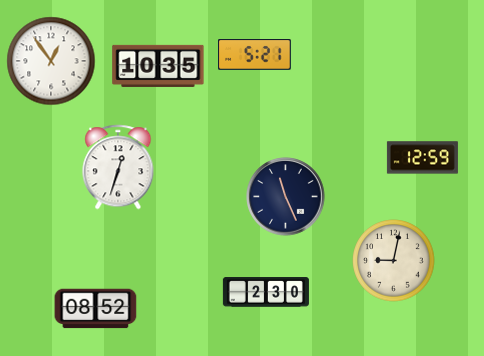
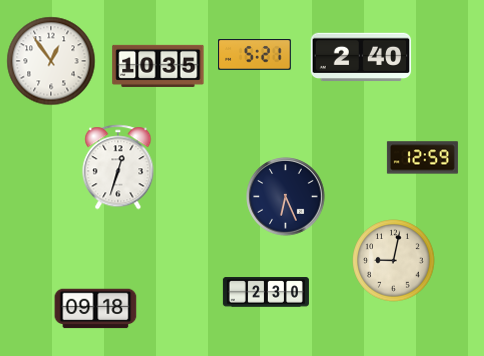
clock at (361, 57): none -> 2:40
clock at (286, 197): 11:26 -> 6:26
clock at (96, 309): 08:52 -> 09:18
